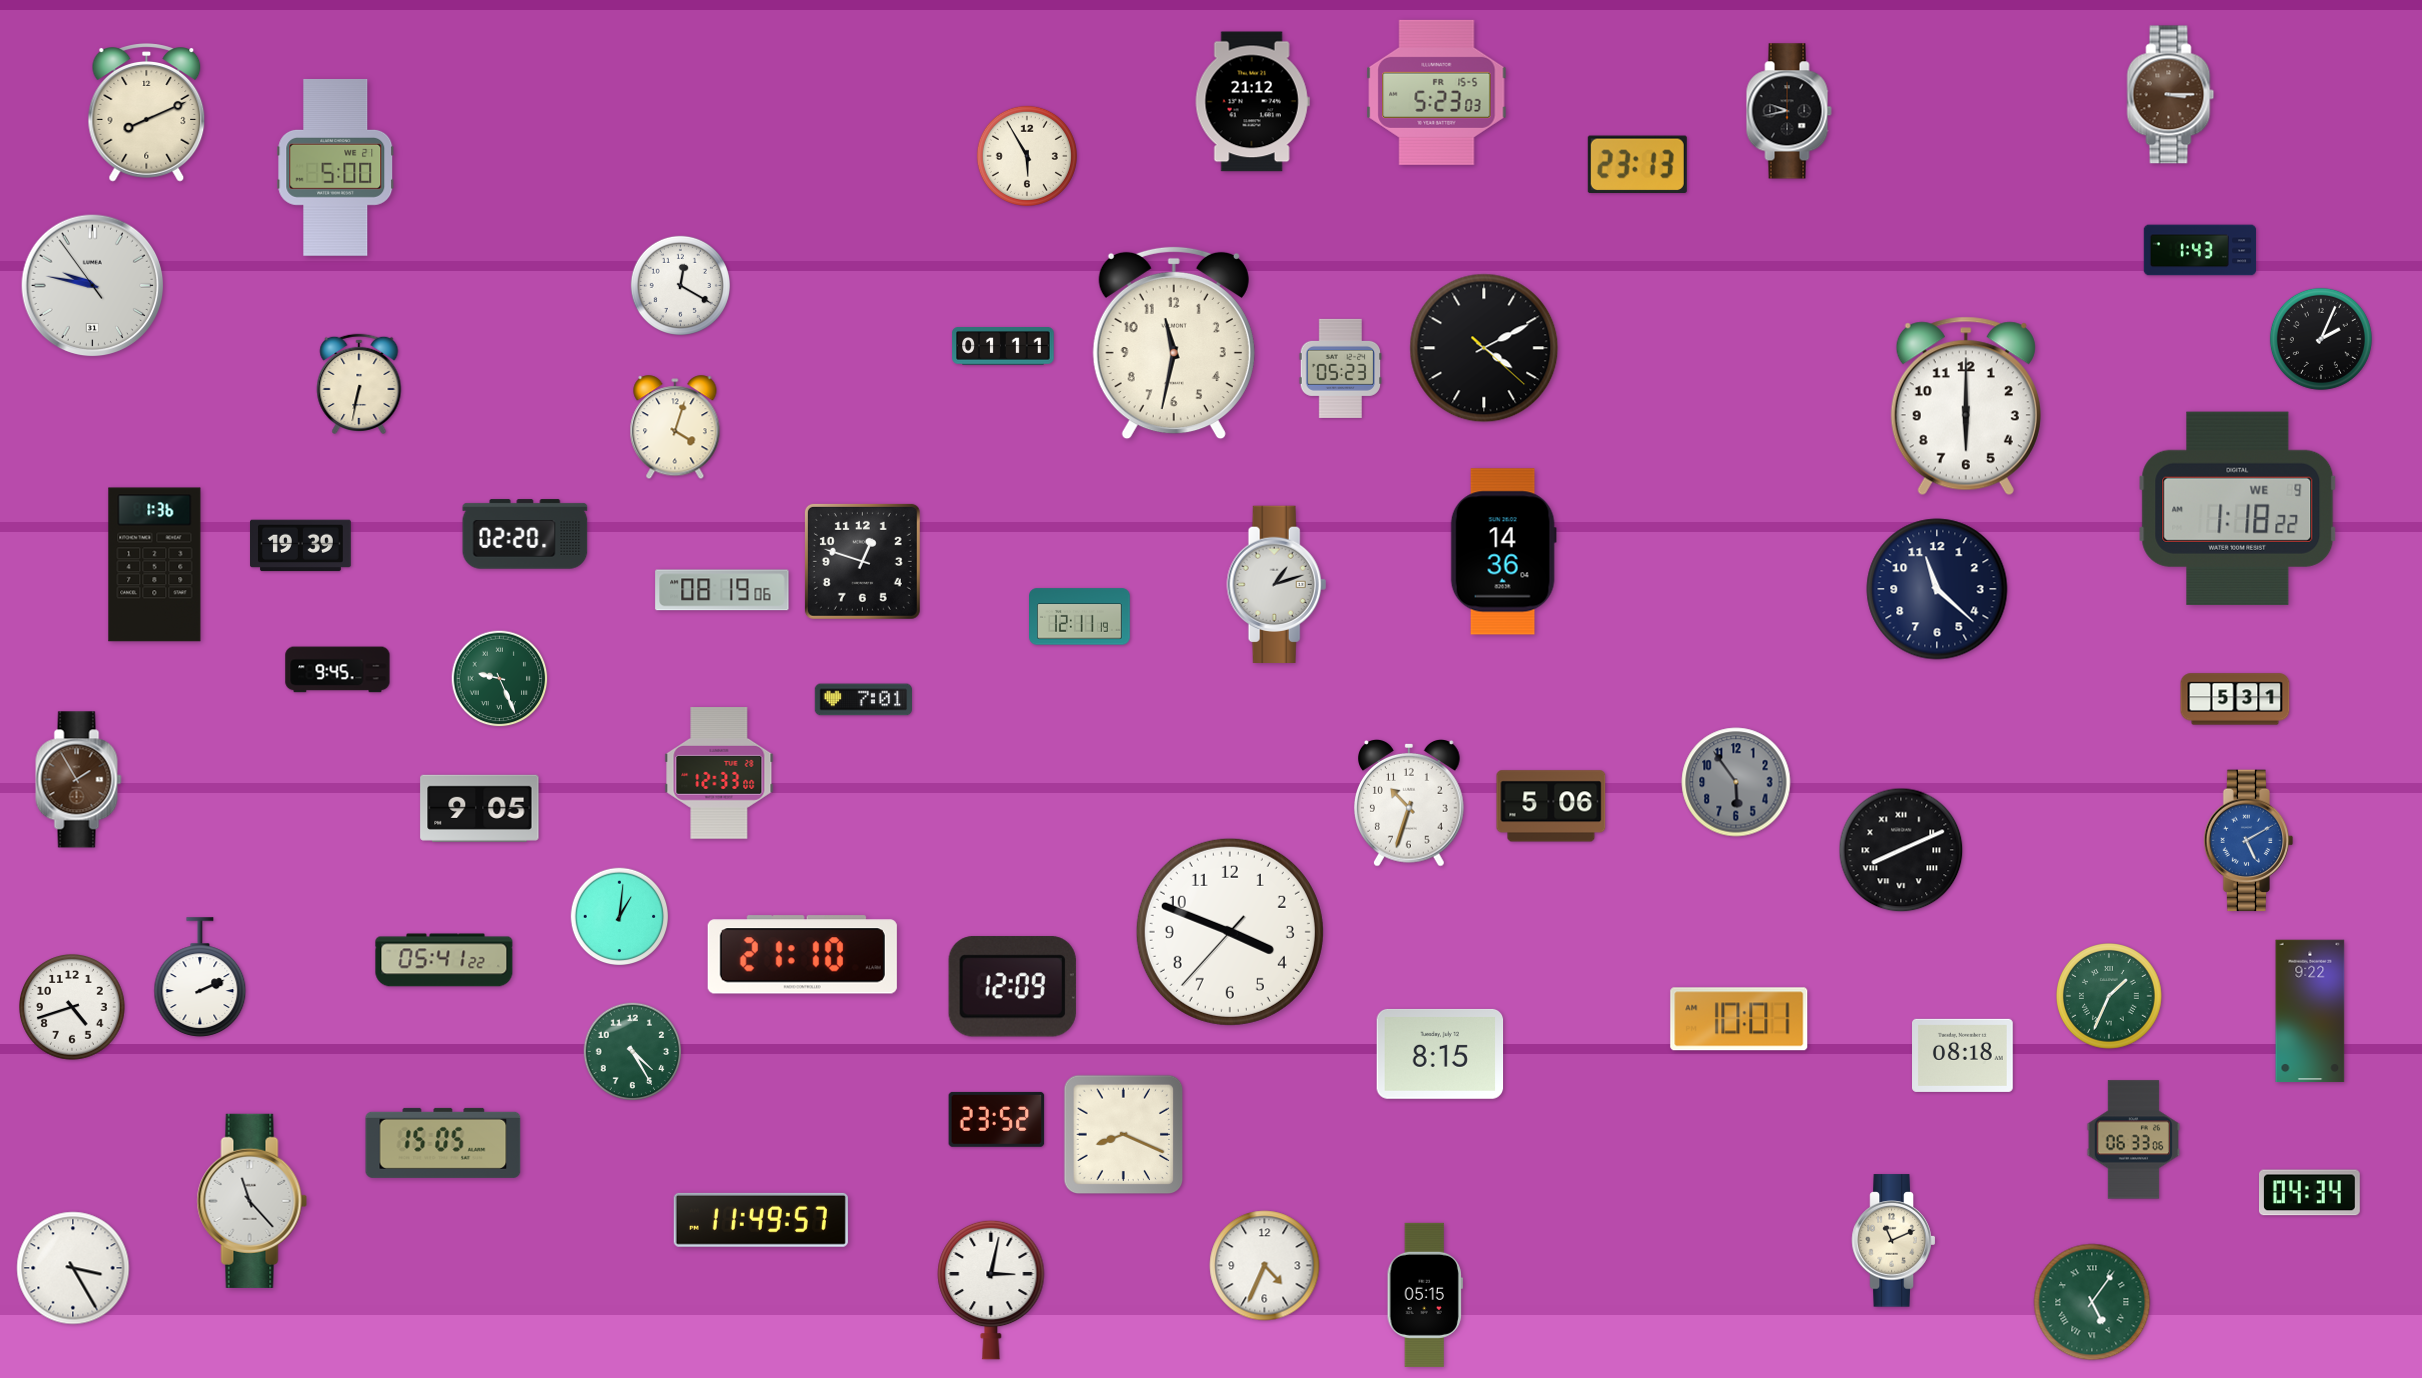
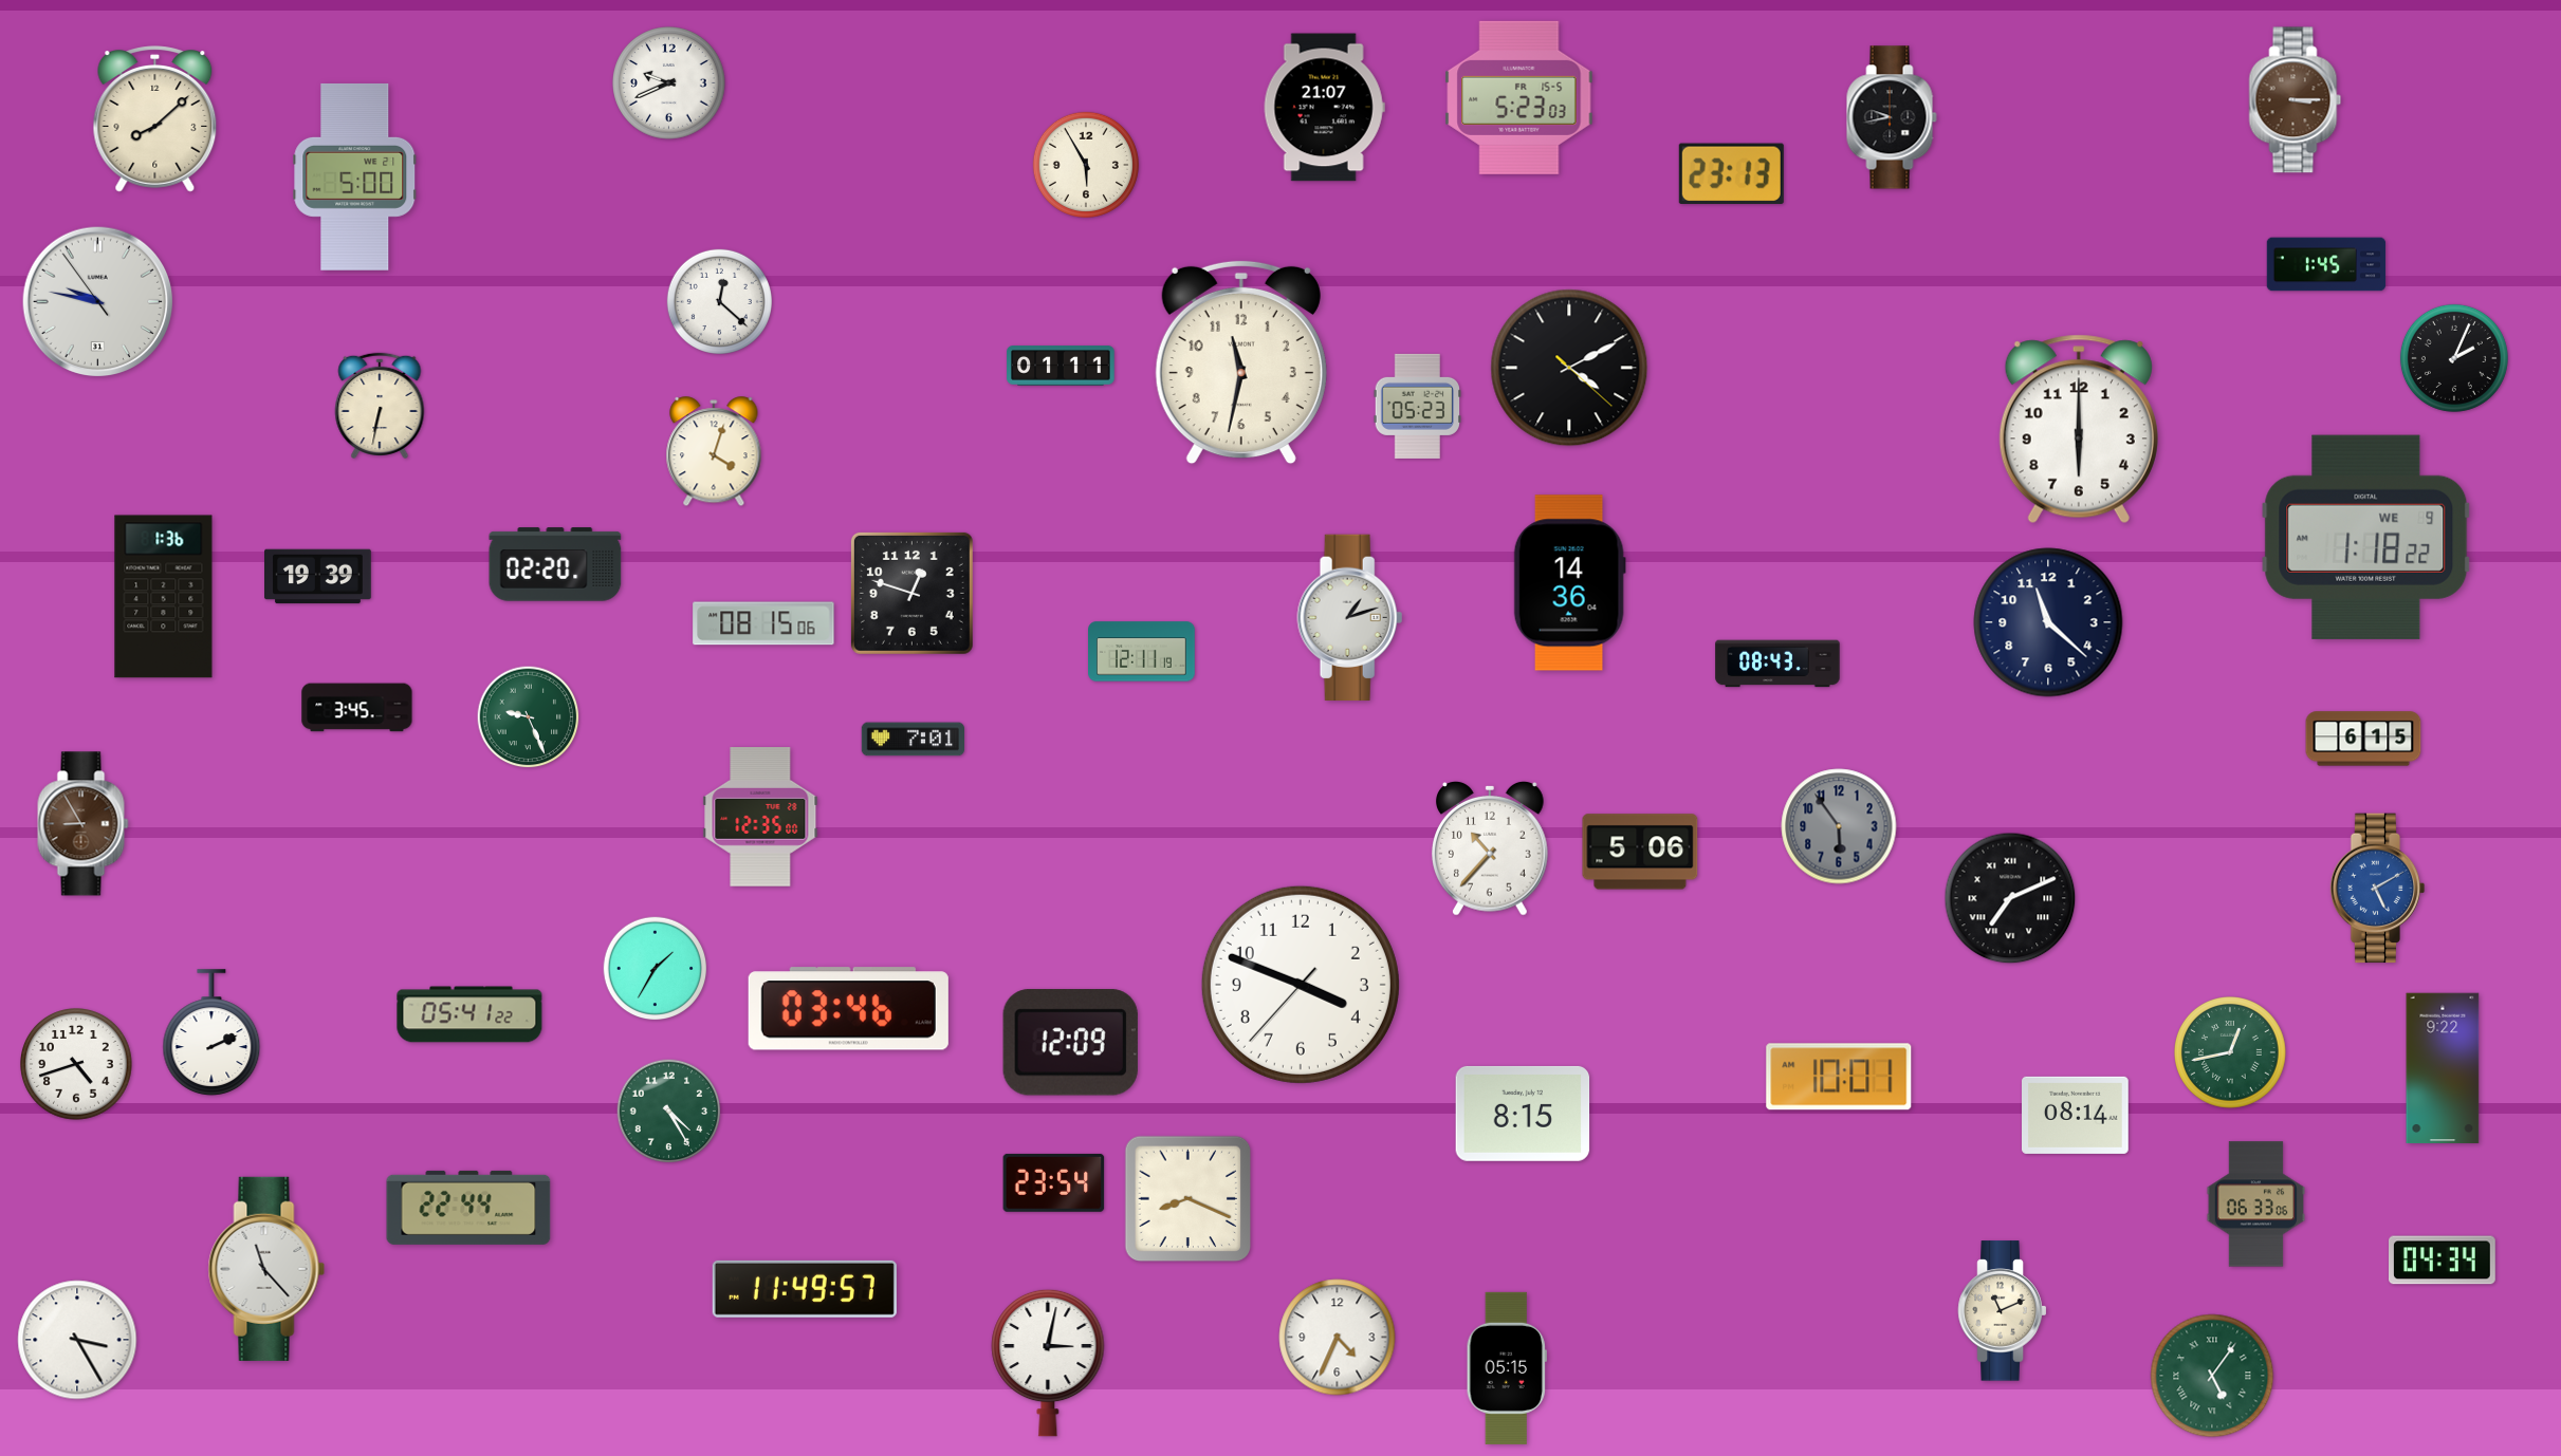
clock at (669, 83): none -> 9:41
clock at (1252, 102): 21:12 -> 21:07
clock at (147, 113): 8:11 -> 8:08
clock at (2200, 250): 1:43 -> 1:45
clock at (680, 285): 12:20 -> 12:22
clock at (1341, 368) position: (1341, 368) -> (1418, 406)
clock at (1503, 552) position: (1503, 552) -> (1569, 583)
clock at (722, 590): 08:19 -> 08:15
clock at (1777, 664): none -> 08:43
clock at (338, 670): 9:45 -> 3:45
clock at (2235, 699): 5:31 -> 6:15
clock at (719, 774): 12:33 -> 12:35
clock at (79, 780): 1:55 -> 8:55
clock at (1736, 782) position: (1736, 782) -> (1839, 826)
clock at (1410, 804): 10:33 -> 10:37
clock at (480, 808): 9:05 -> none
clock at (1901, 850): 8:11 -> 7:11
clock at (620, 917): 1:01 -> 1:35
clock at (802, 955): 21:10 -> 03:46
clock at (2109, 996): 1:34 -> 12:43
clock at (1963, 1055): 08:18 -> 08:14
clock at (997, 1119): 23:52 -> 23:54
clock at (443, 1143): 15:05 -> 22:44
